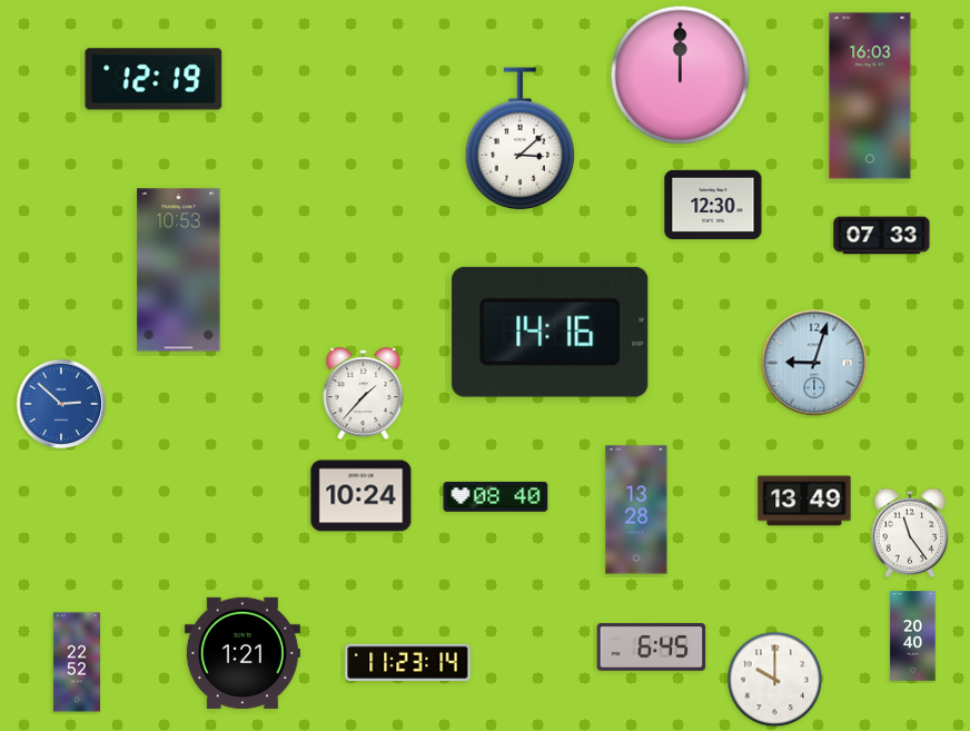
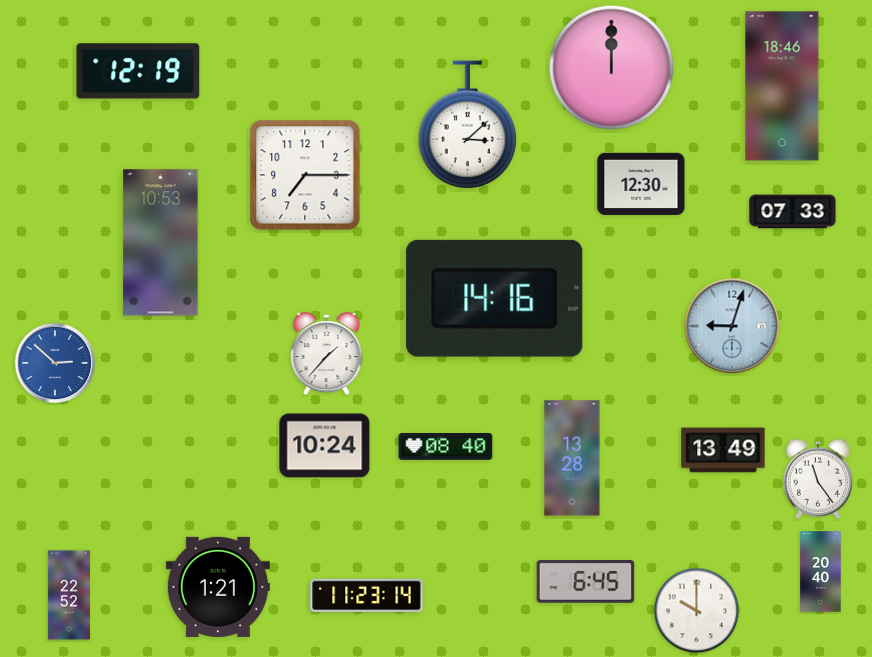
clock at (870, 96): 16:03 -> 18:46
clock at (305, 175): none -> 7:15
